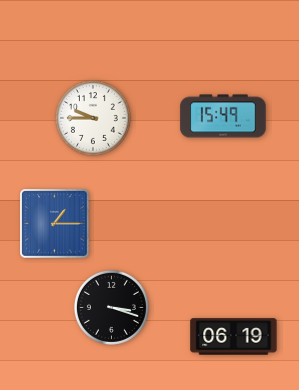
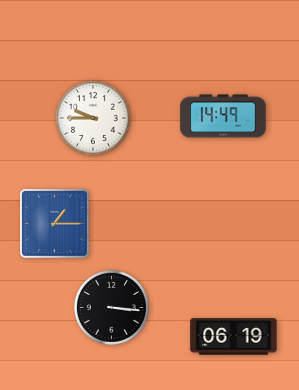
clock at (223, 116): 15:49 -> 14:49
clock at (111, 307): 3:18 -> 3:16
